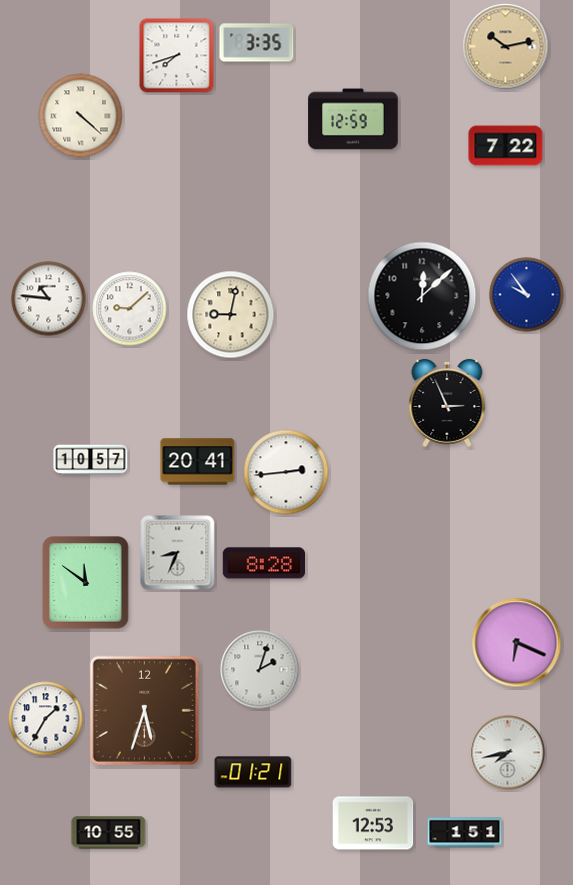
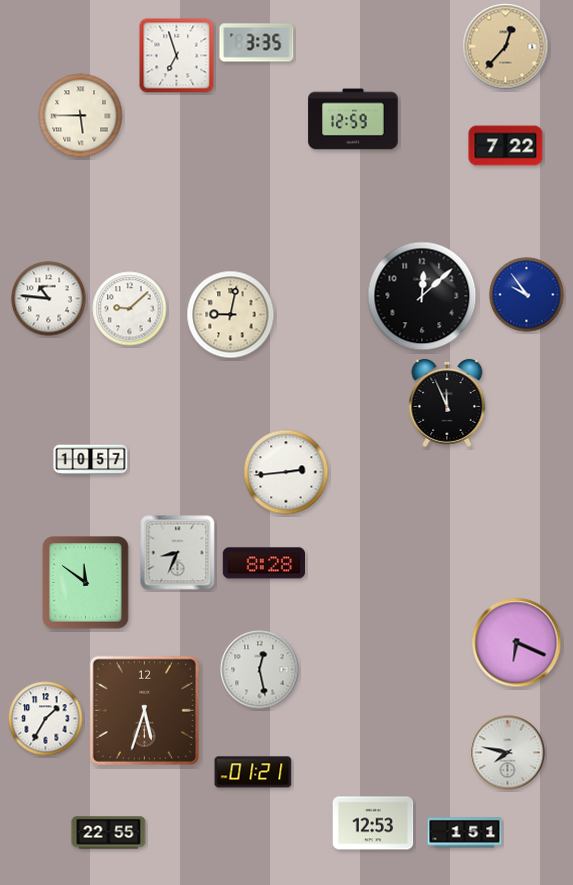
clock at (506, 47): 10:13 -> 12:37
clock at (177, 56): 7:42 -> 6:57
clock at (81, 116): 4:22 -> 5:45
clock at (447, 403): 2:56 -> 11:56
clock at (198, 462): 20:41 -> none
clock at (260, 670): 2:03 -> 12:28
clock at (508, 753): 7:43 -> 7:47
clock at (109, 833): 10:55 -> 22:55
